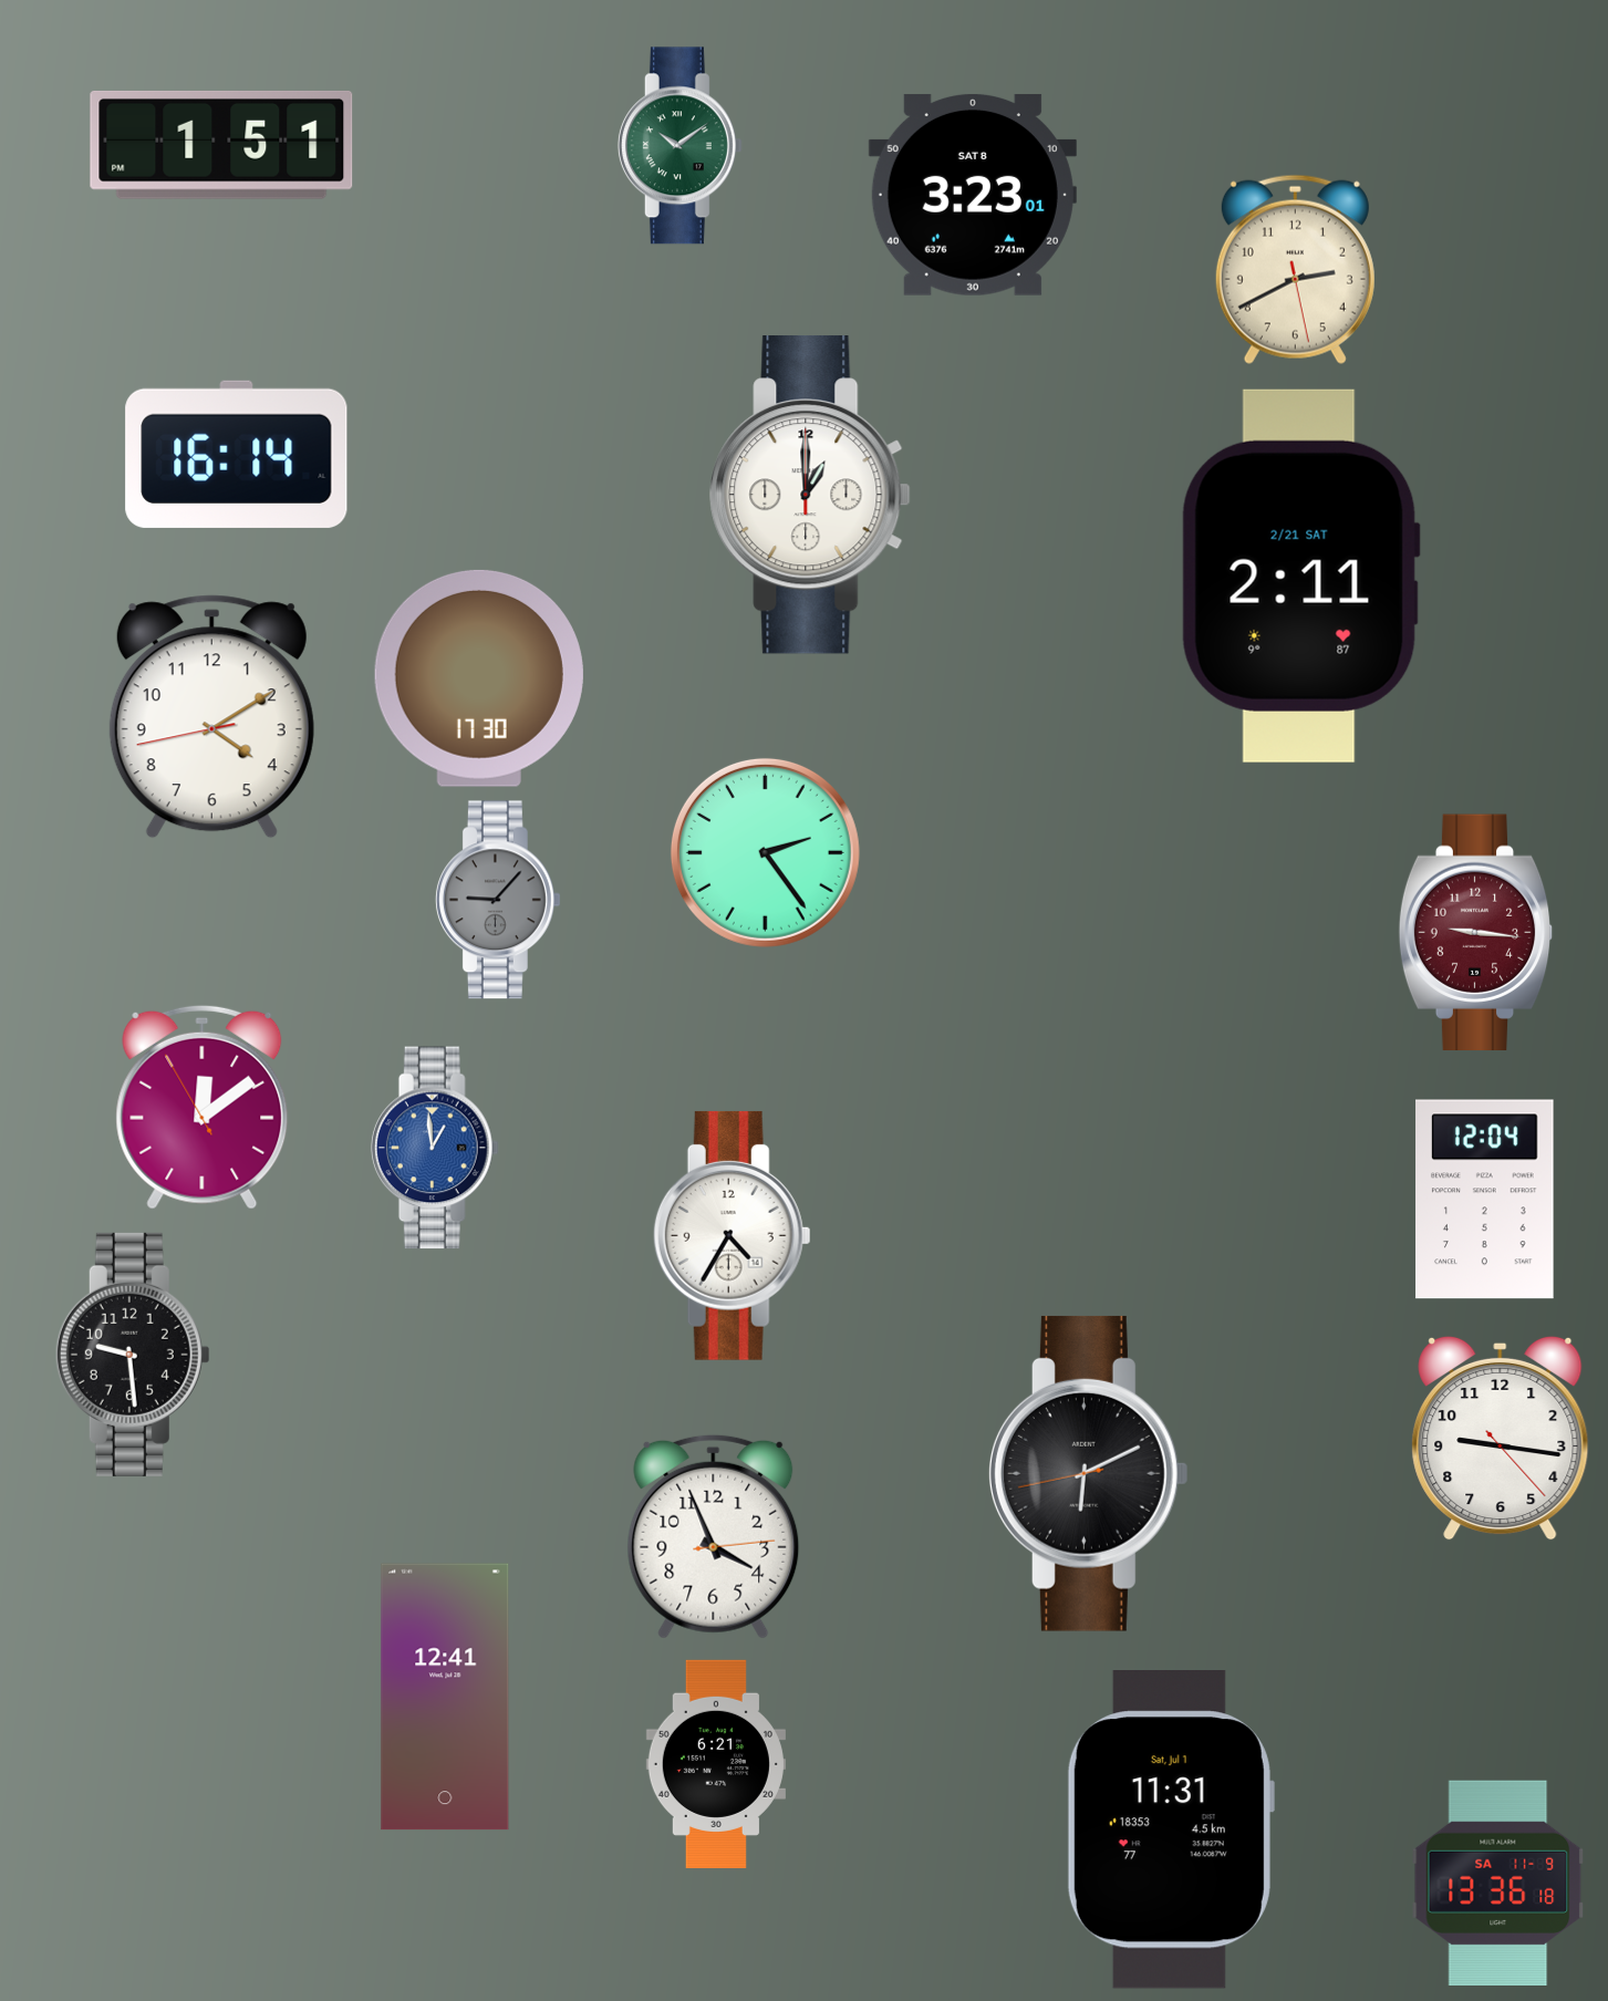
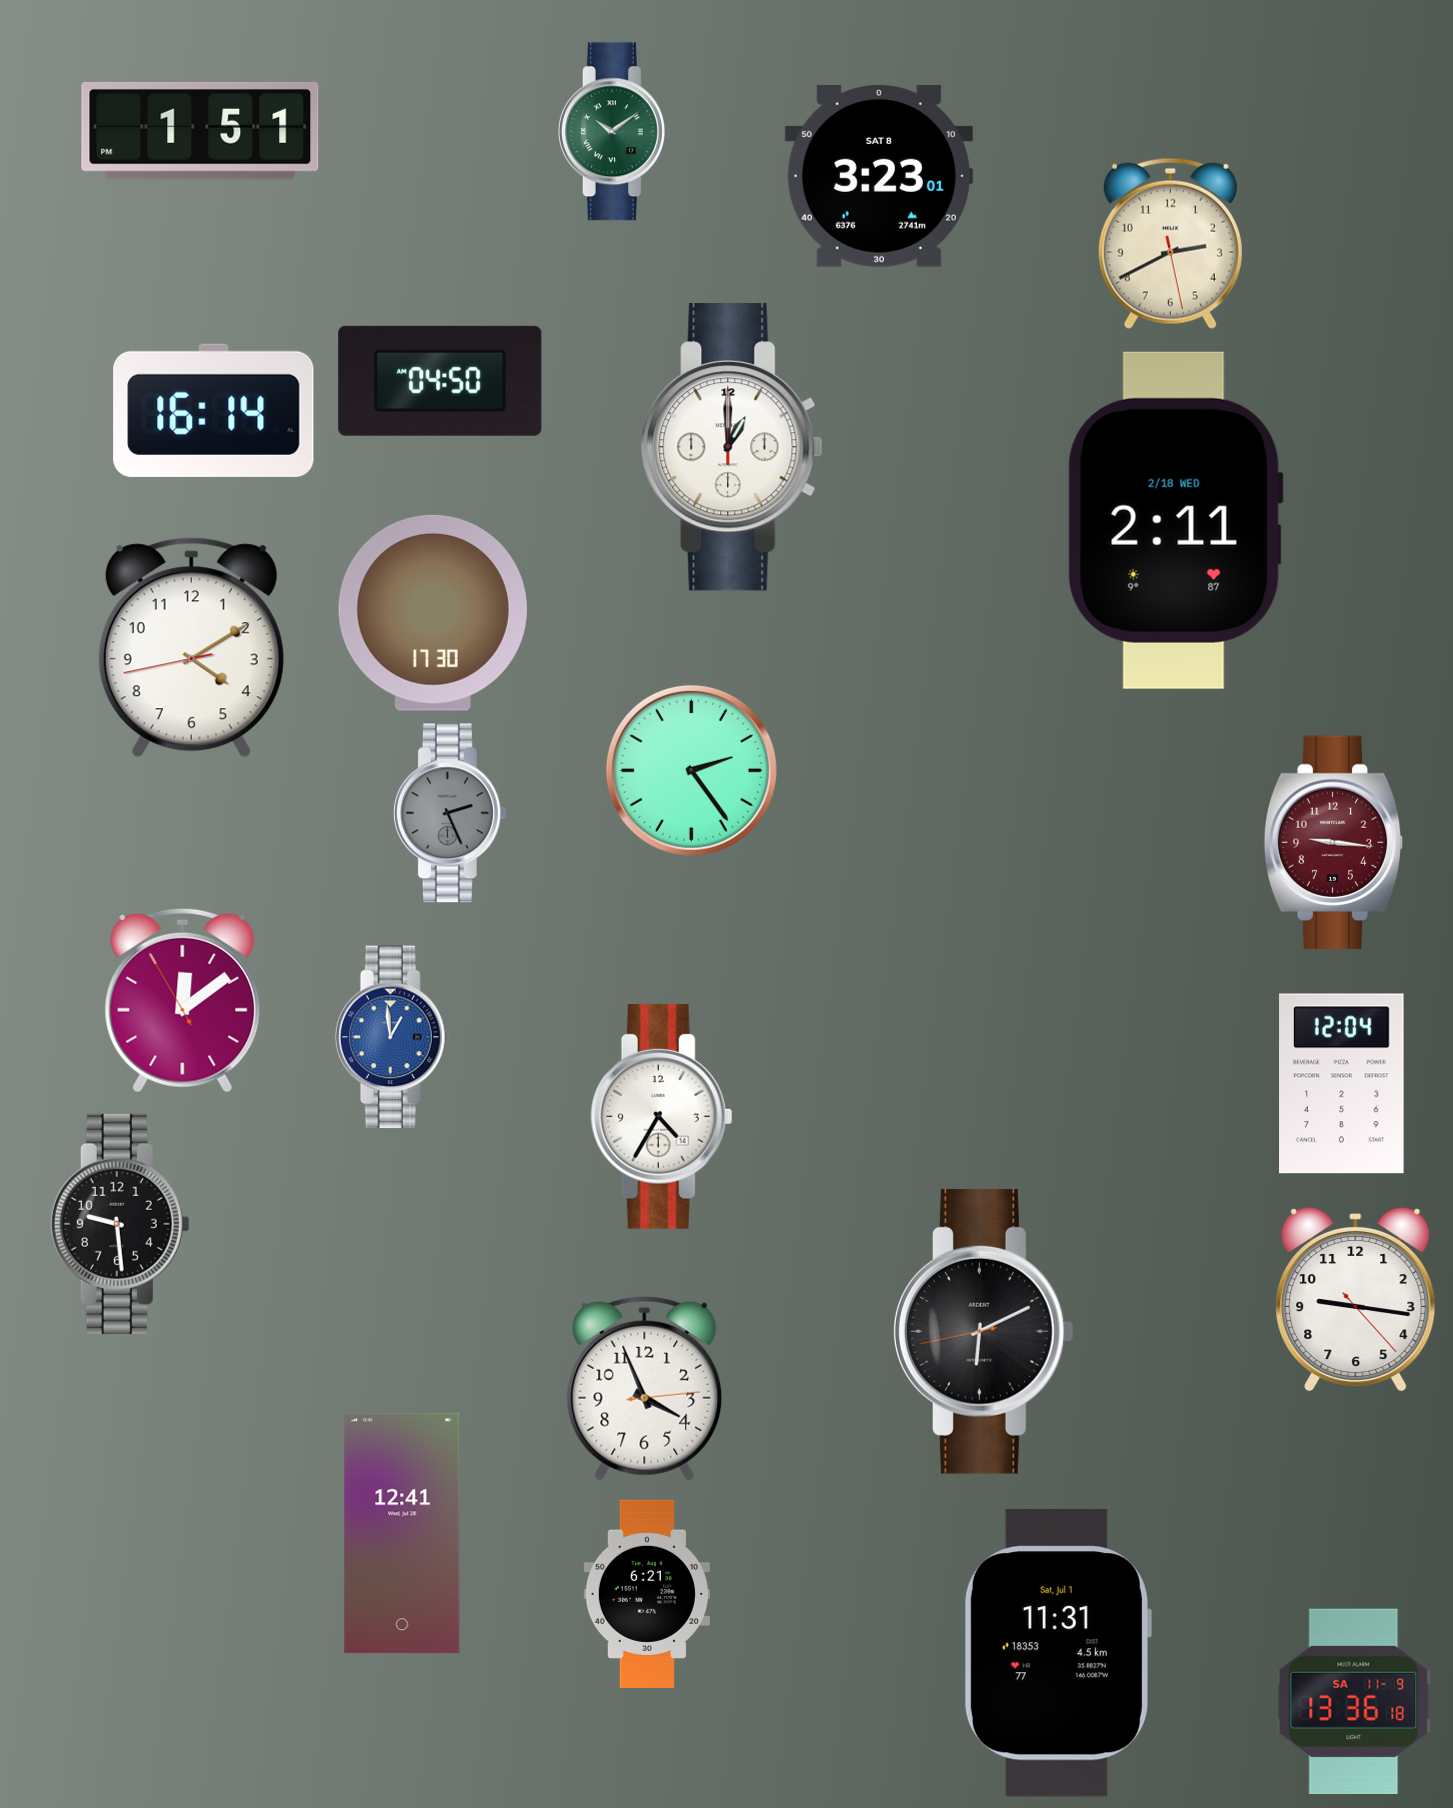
clock at (440, 381): none -> 04:50
clock at (1300, 576) date: 2/21 SAT -> 2/18 WED
clock at (498, 900): 9:07 -> 2:26
